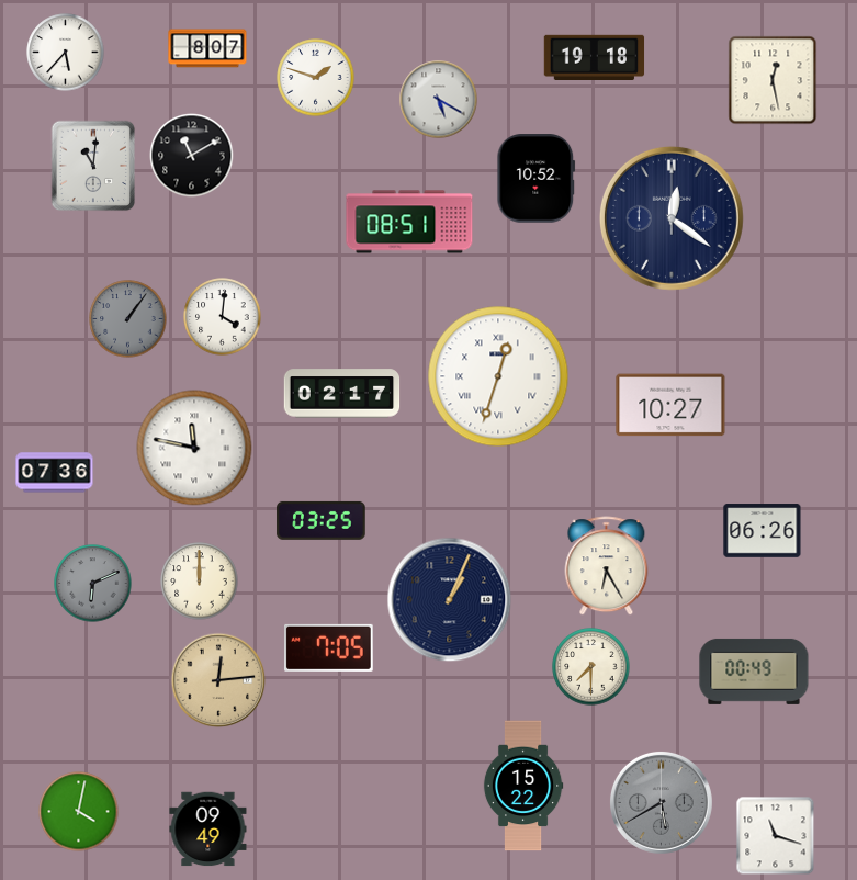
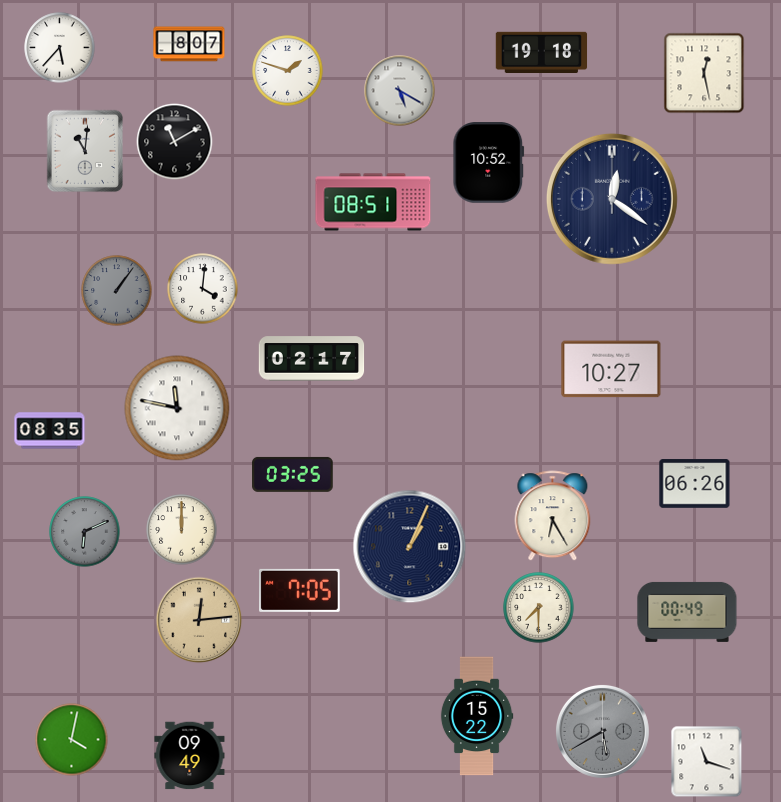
clock at (498, 376): 12:33 -> none
clock at (55, 473): 07:36 -> 08:35
